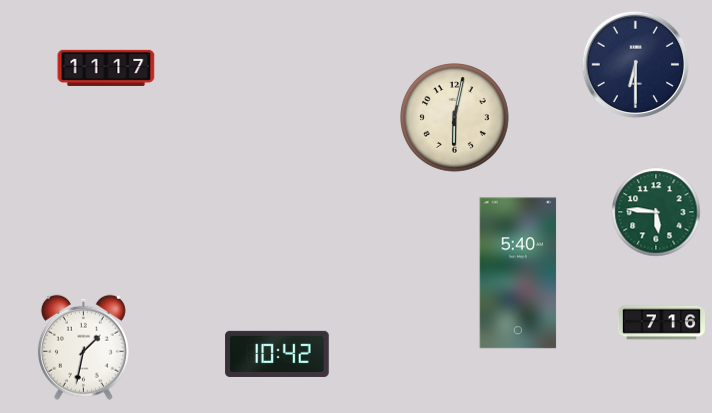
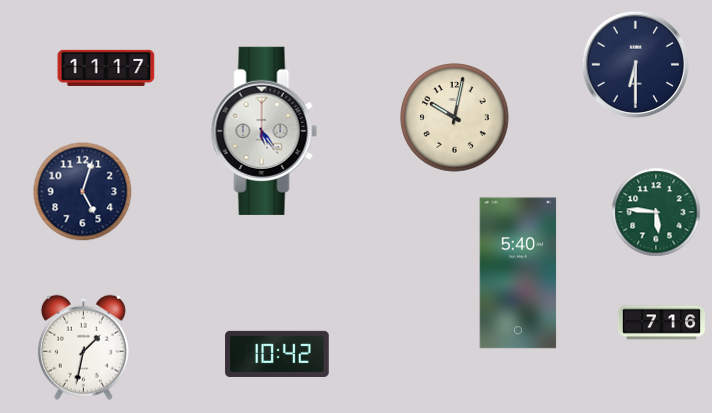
clock at (455, 118): 6:02 -> 10:02
clock at (264, 131): none -> 5:24
clock at (83, 192): none -> 5:03
